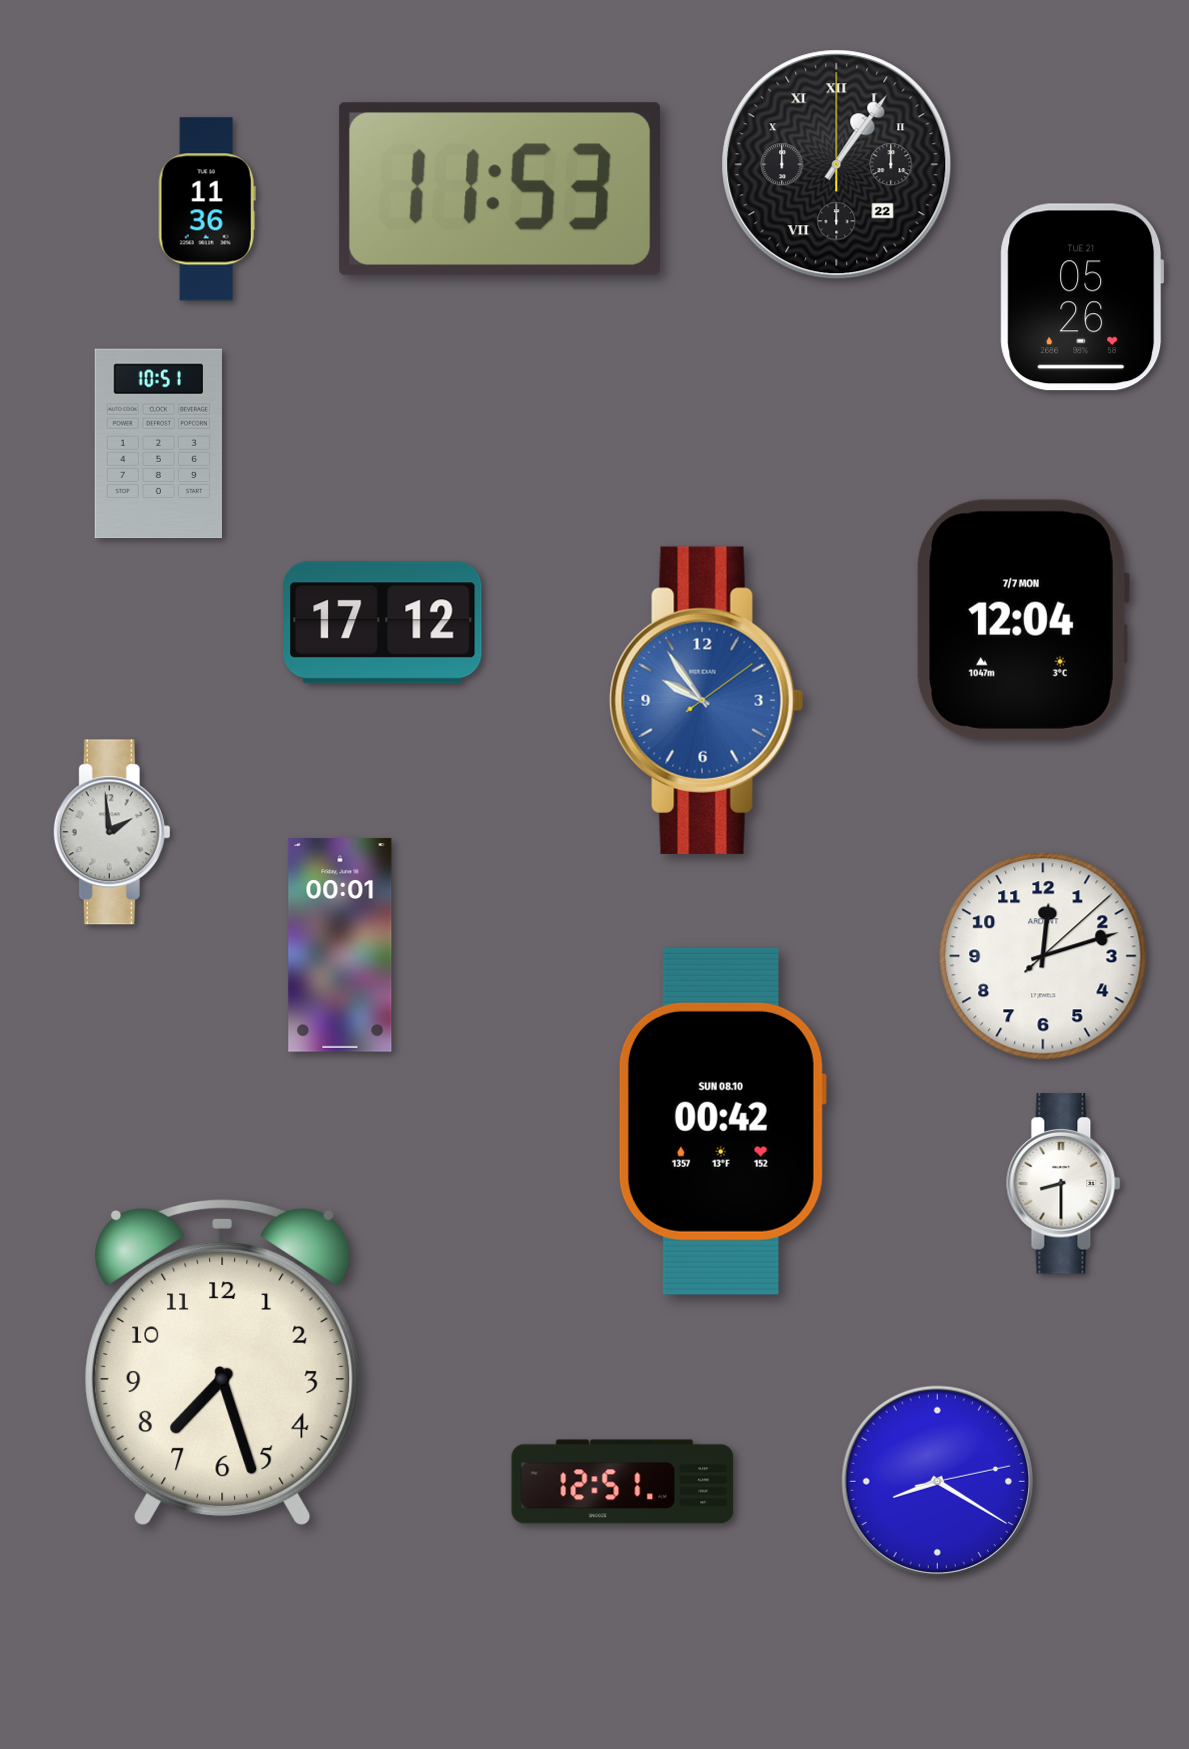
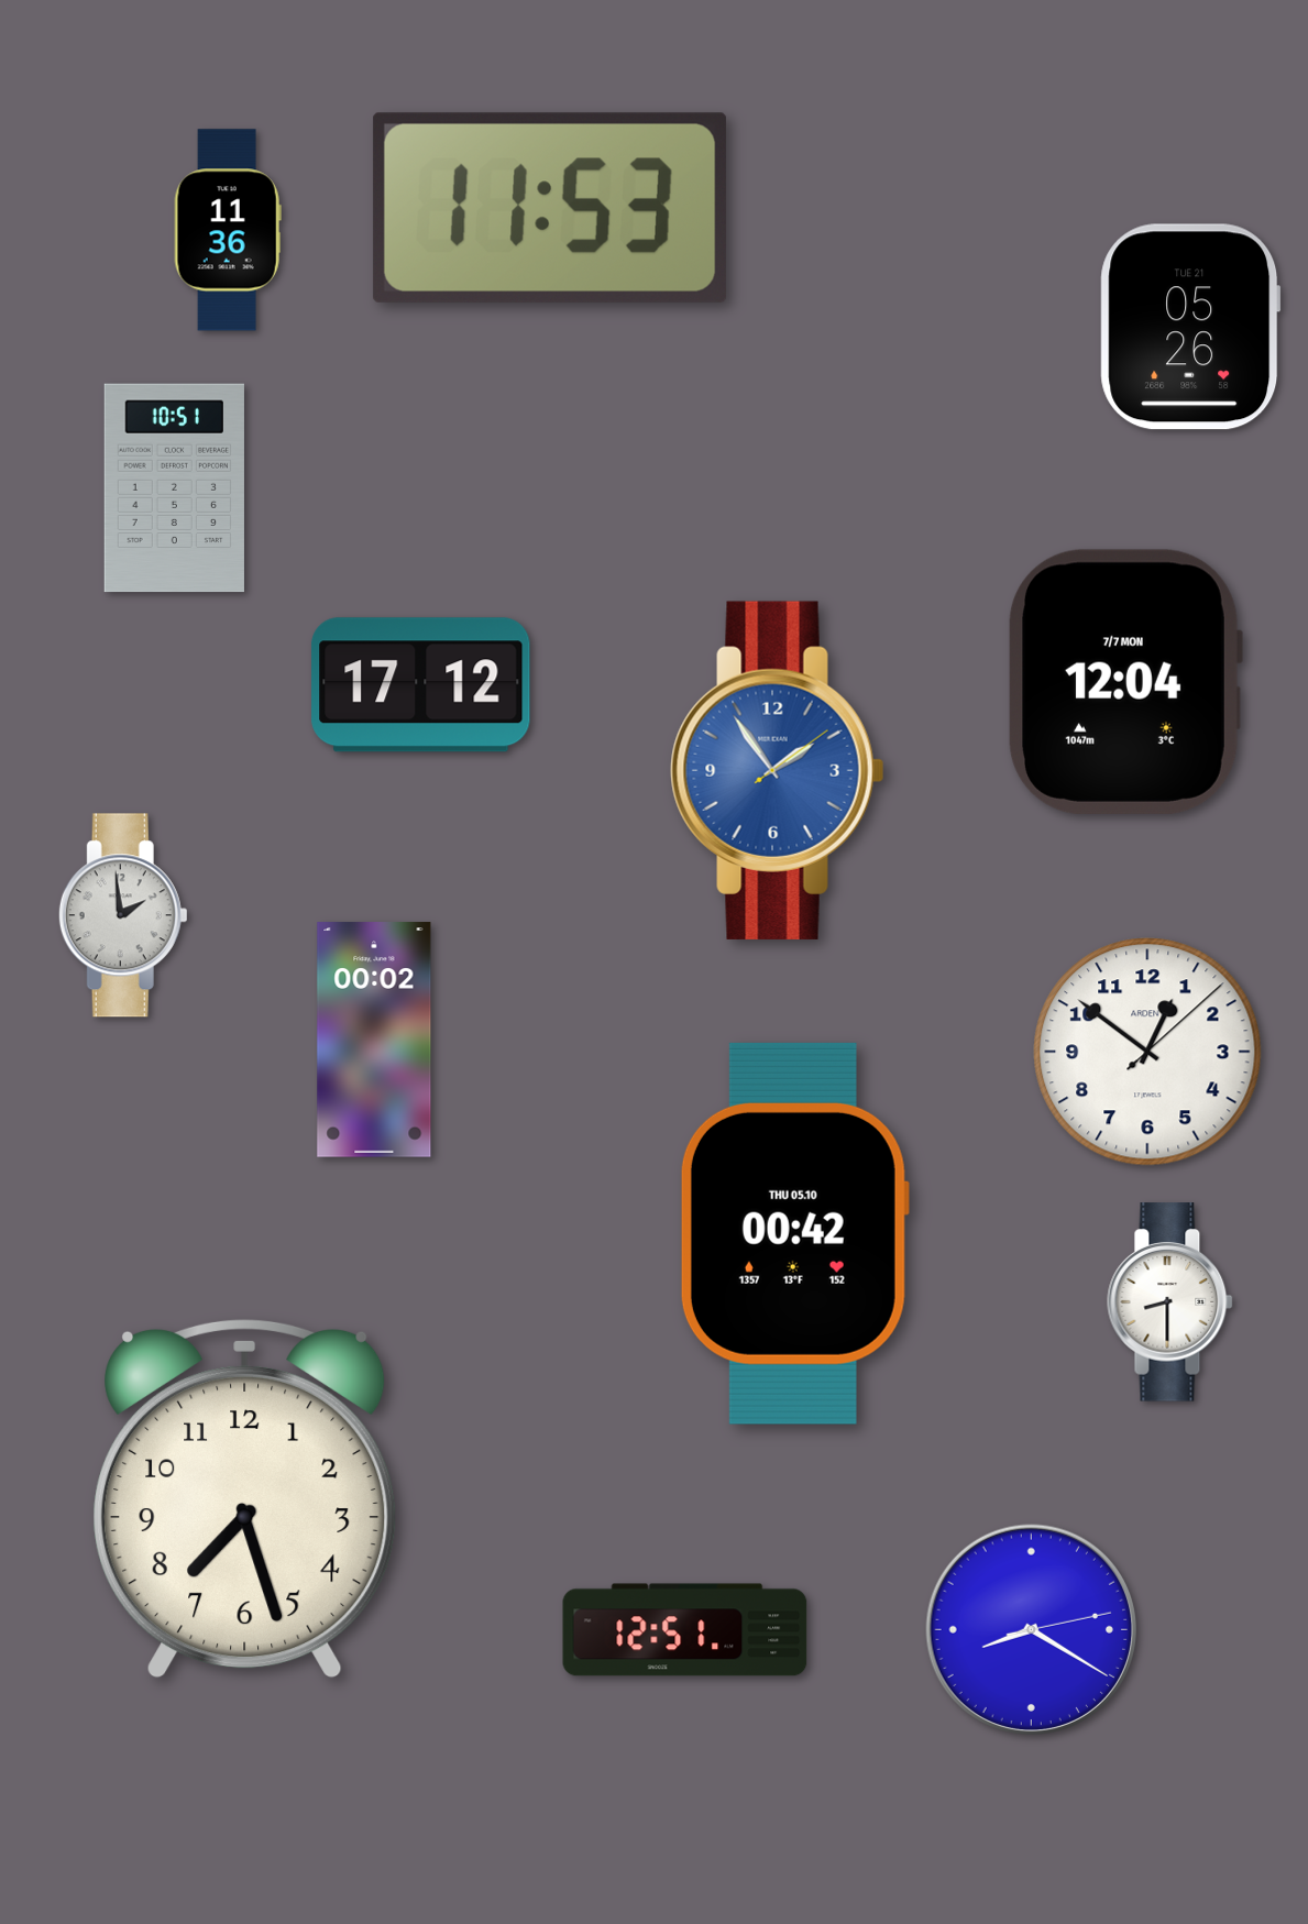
clock at (837, 165): 1:06 -> none
clock at (707, 700): 9:54 -> 1:54
clock at (340, 945): 00:01 -> 00:02
clock at (1043, 956): 12:12 -> 12:51
clock at (722, 1121) date: SUN 08.10 -> THU 05.10
